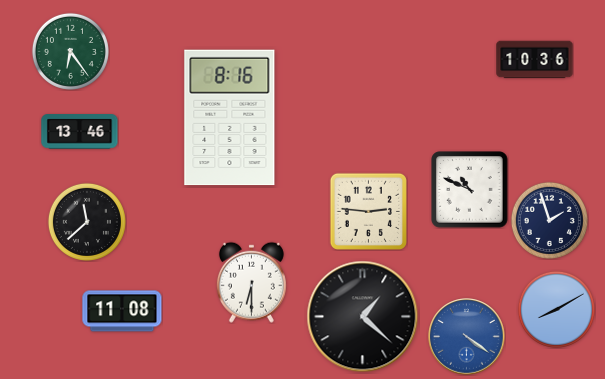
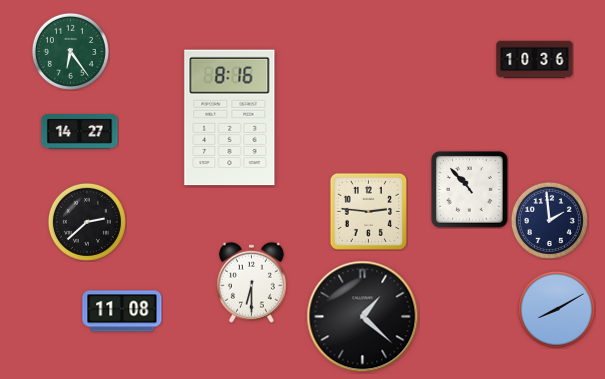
clock at (80, 132): 13:46 -> 14:27
clock at (470, 190): 10:49 -> 10:53
clock at (549, 220): 1:57 -> 1:59
clock at (87, 222): 11:38 -> 2:38
clock at (467, 337): 4:21 -> none
